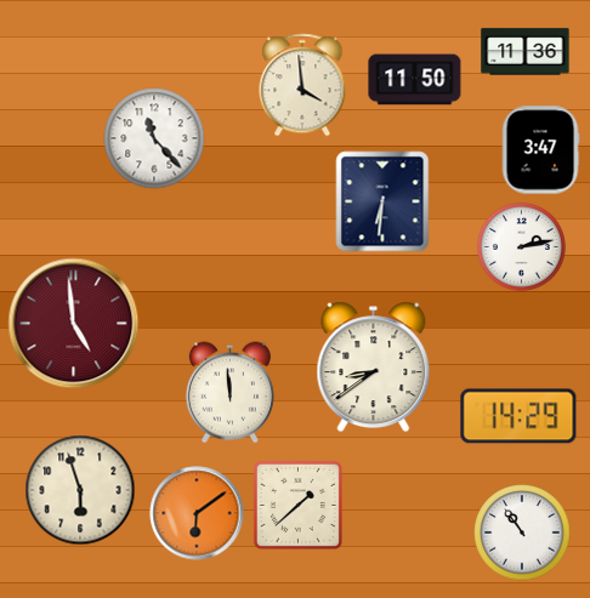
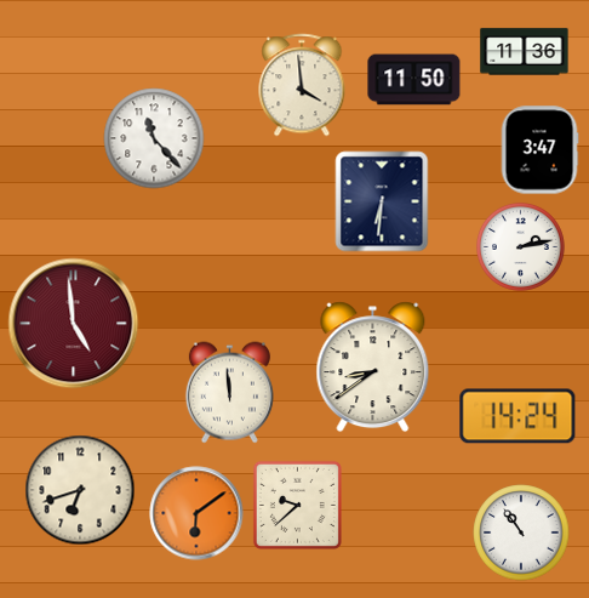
clock at (518, 416): 14:29 -> 14:24
clock at (80, 490): 5:57 -> 6:42
clock at (297, 505): 1:38 -> 9:38
